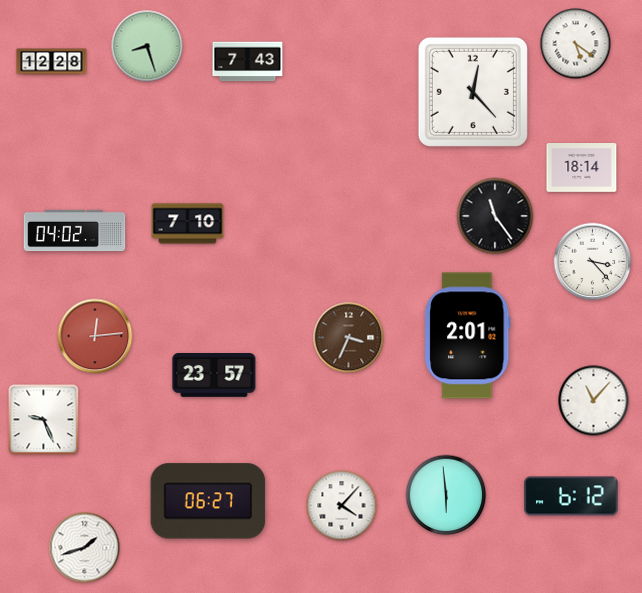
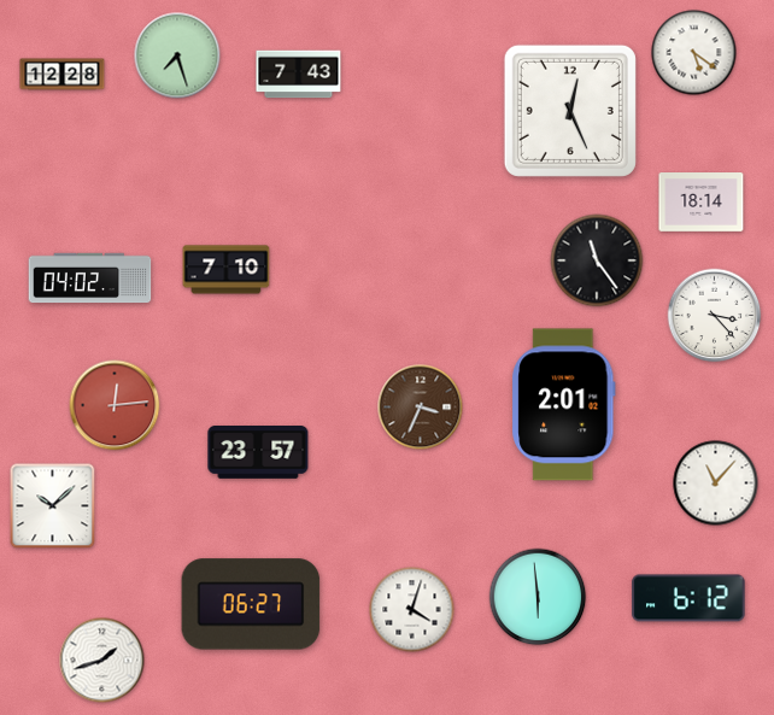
clock at (147, 46): 8:27 -> 7:27
clock at (473, 92): 12:23 -> 12:26
clock at (44, 420): 9:26 -> 10:08
clock at (342, 506): 4:07 -> 4:03
